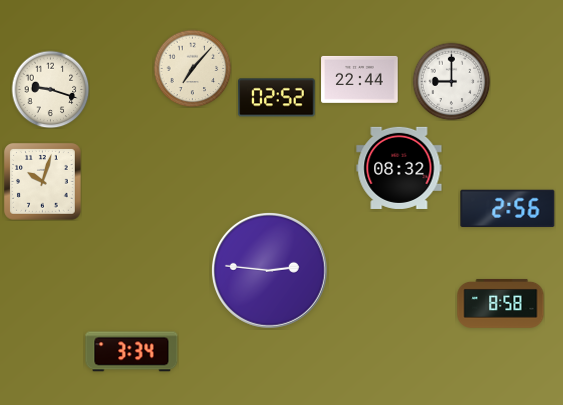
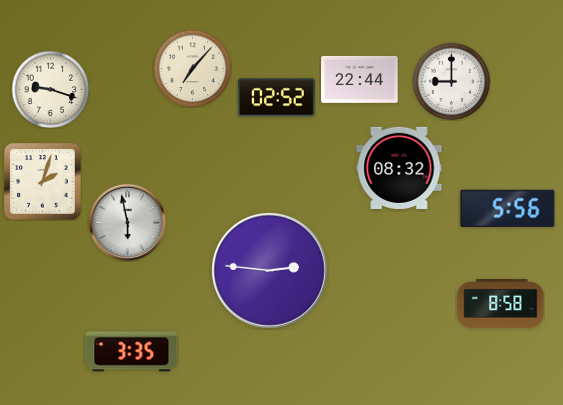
clock at (43, 182): 10:03 -> 2:03
clock at (508, 209): 2:56 -> 5:56
clock at (127, 222): none -> 5:58
clock at (132, 352): 3:34 -> 3:35
